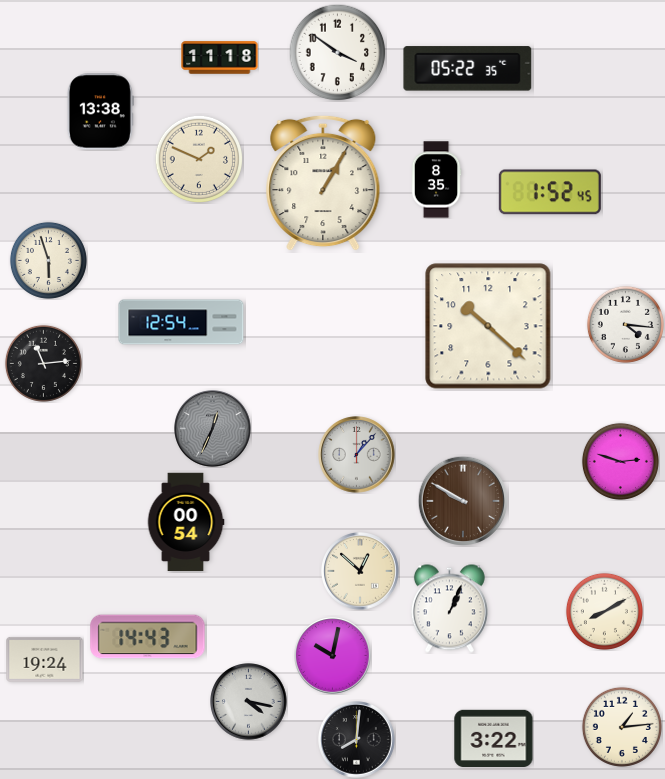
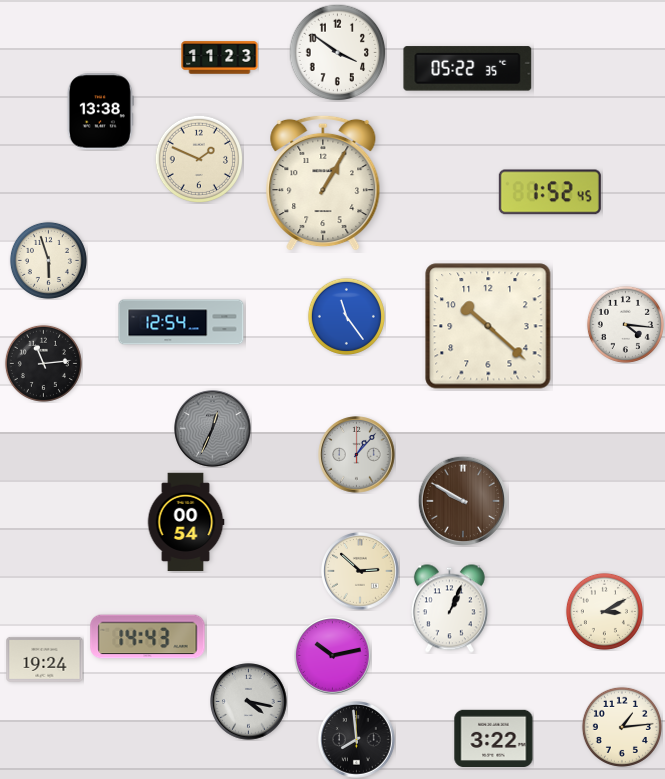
clock at (220, 58): 11:18 -> 11:23
clock at (436, 180): 8:35 -> none
clock at (346, 316): none -> 11:24
clock at (620, 461): 2:48 -> none
clock at (361, 572): 12:52 -> 2:52
clock at (604, 611): 8:10 -> 3:10
clock at (333, 656): 10:02 -> 10:13
clock at (357, 740): 8:01 -> 7:59
